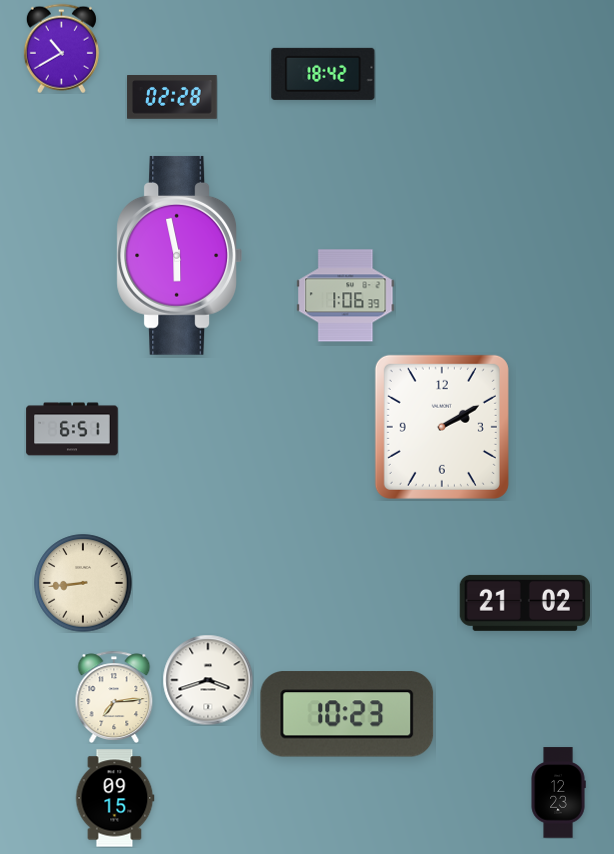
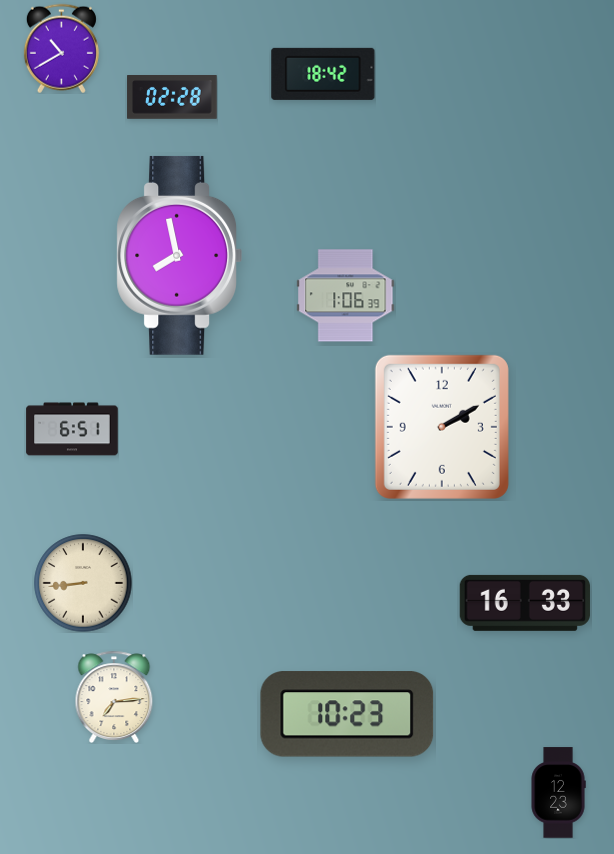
clock at (179, 255): 5:58 -> 7:58
clock at (524, 603): 21:02 -> 16:33
clock at (208, 680): 3:42 -> none
clock at (115, 798): 09:15 -> none
